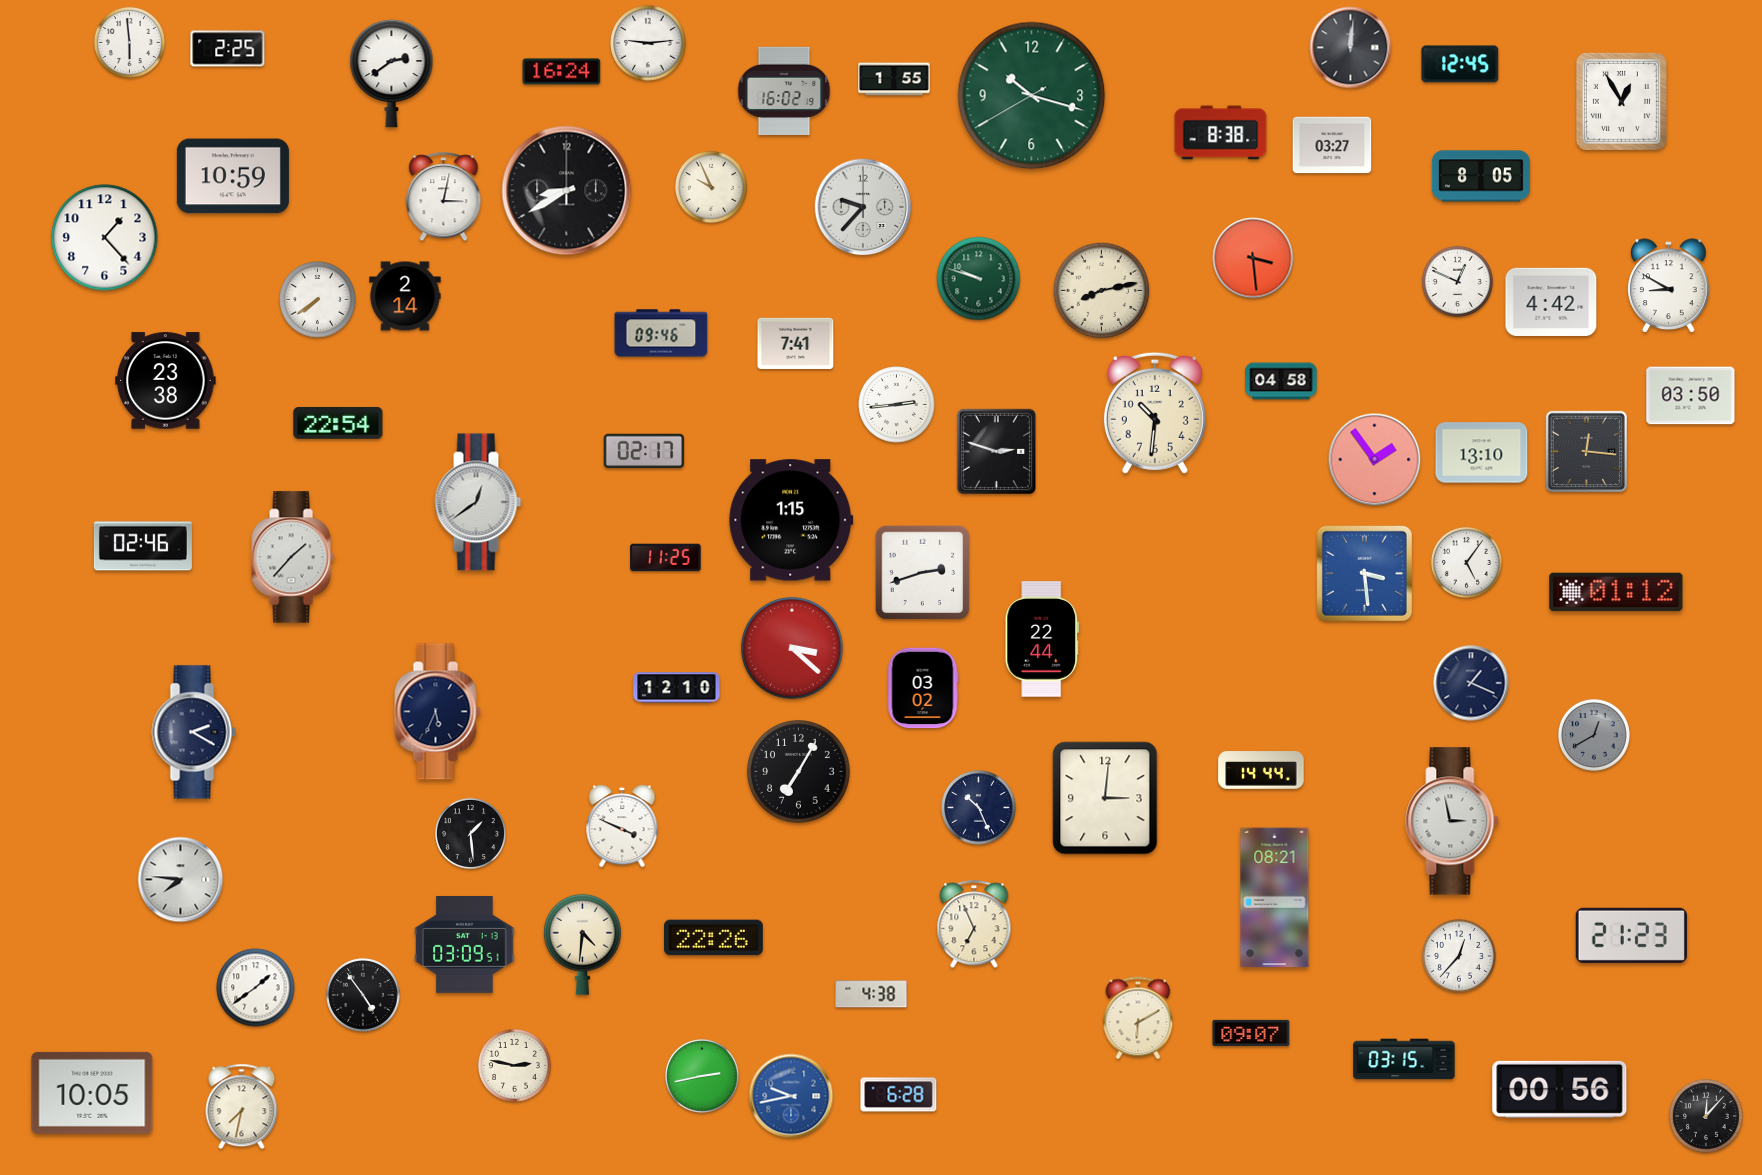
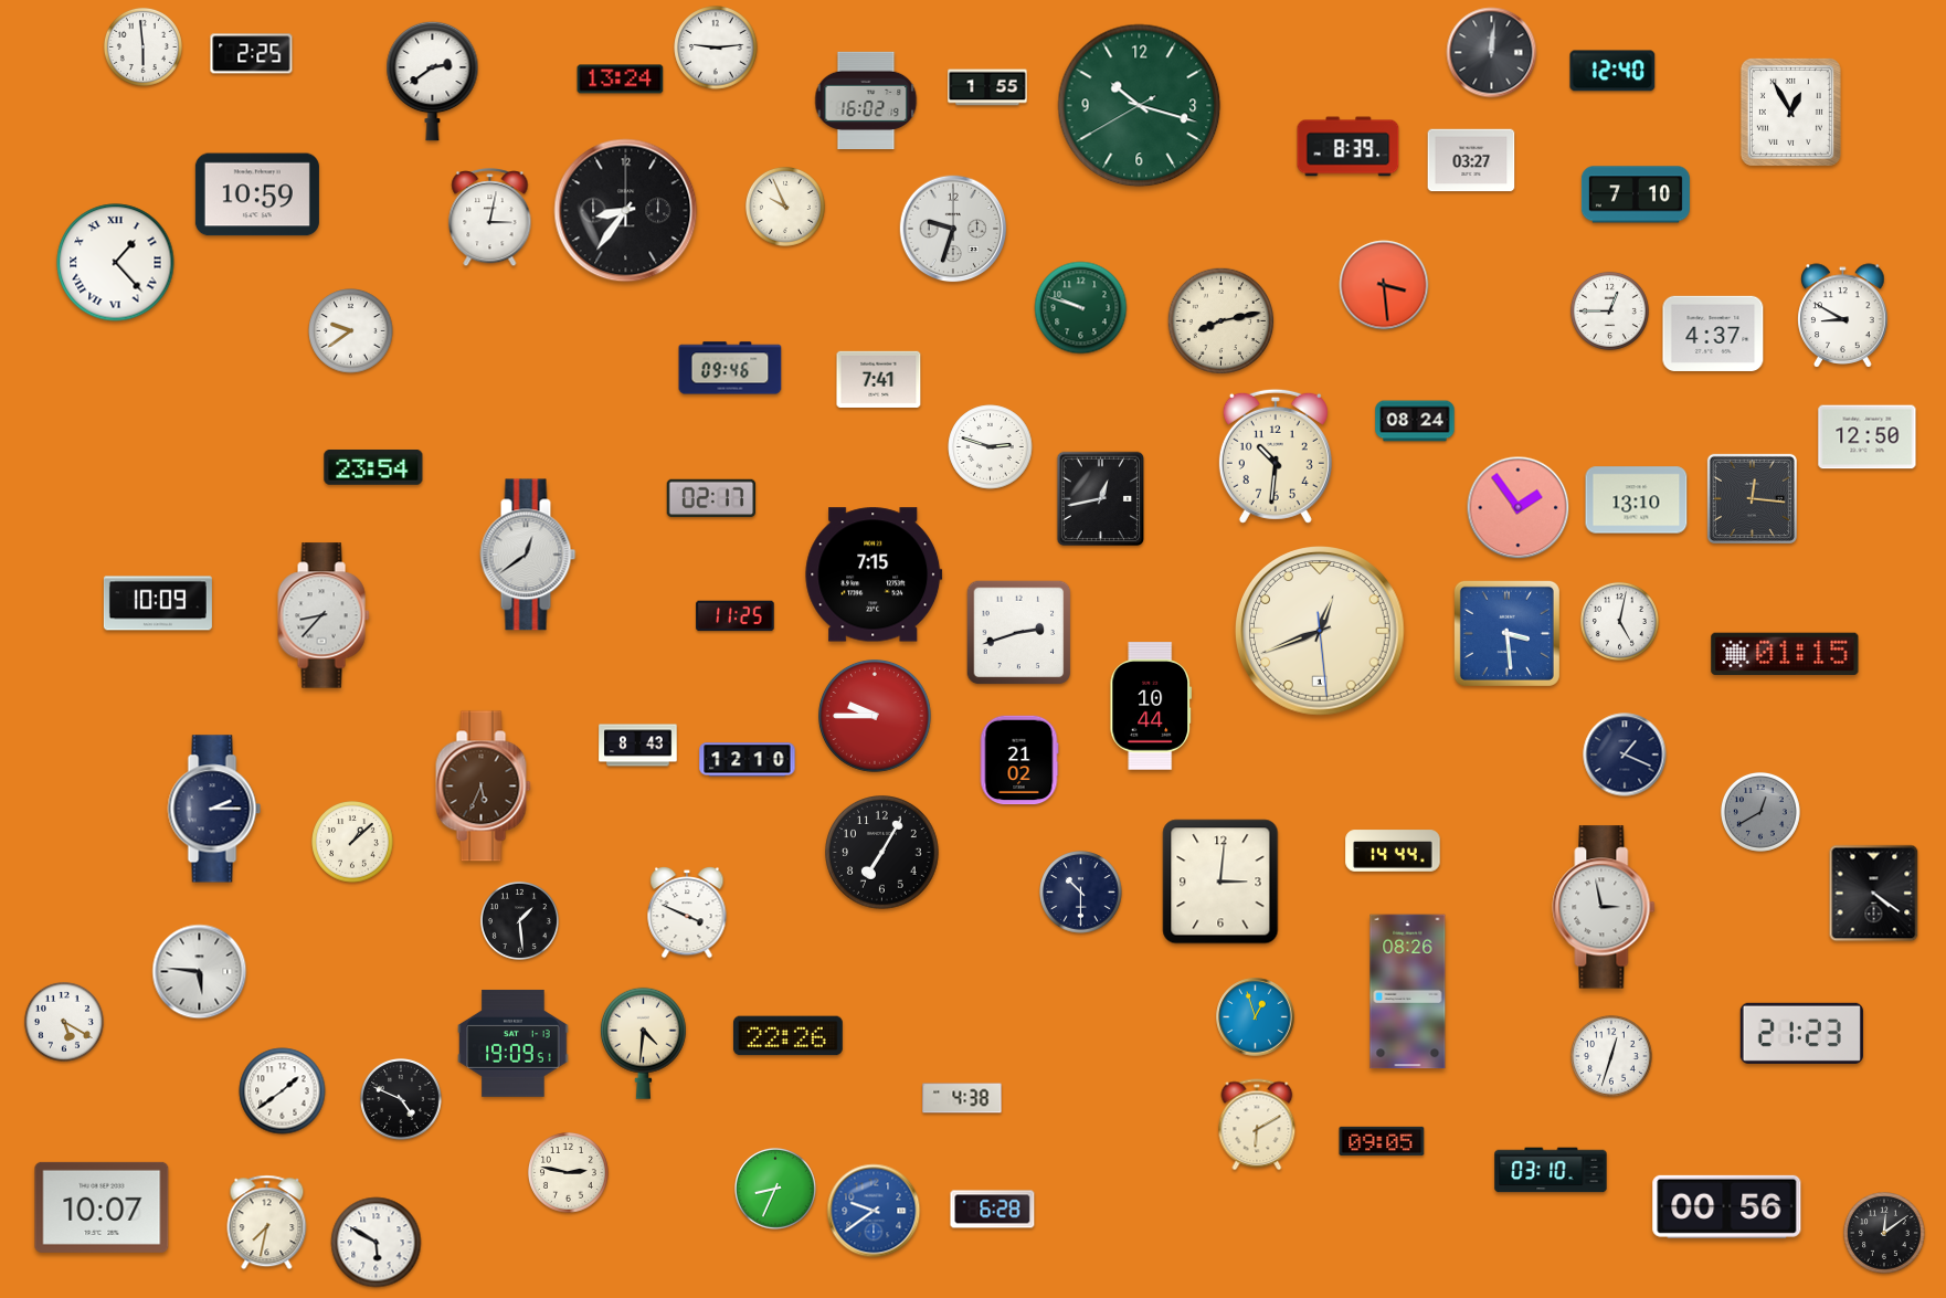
clock at (1460, 64): 12:45 -> 12:40
clock at (562, 72): 16:24 -> 13:24
clock at (1221, 133): 8:38 -> 8:39
clock at (1481, 176): 8:05 -> 7:10
clock at (567, 191): 8:40 -> 8:36
clock at (863, 207): 9:37 -> 9:33
clock at (105, 238) numerals: Arabic -> Roman
clock at (1457, 281): 12:49 -> 12:45
clock at (1102, 291) position: (1102, 291) -> (1221, 321)
clock at (405, 296): 2:14 -> none
clock at (318, 300): 7:39 -> 9:39
clock at (1551, 301): 4:42 -> 4:37
clock at (166, 381): 23:38 -> none
clock at (1281, 381): 04:58 -> 08:24
clock at (1691, 396): 03:50 -> 12:50
clock at (897, 405): 2:44 -> 2:48
clock at (338, 423): 22:54 -> 23:54
clock at (997, 452): 2:48 -> 12:43
clock at (791, 520): 1:15 -> 7:15
clock at (143, 546): 02:46 -> 10:09
clock at (293, 557): 1:37 -> 8:37
clock at (1466, 562): 5:06 -> 5:02
clock at (1321, 632): none -> 12:41
clock at (1616, 592): 01:12 -> 01:15
clock at (1042, 639): 22:44 -> 10:44
clock at (793, 649): 3:22 -> 9:45
clock at (638, 746): none -> 8:43
clock at (923, 688): 03:02 -> 21:02
clock at (438, 712) dial: navy -> brown
clock at (194, 732): 2:20 -> 2:15
clock at (353, 843): none -> 1:08
clock at (979, 808): 10:26 -> 10:30
clock at (1874, 894): none -> 4:21
clock at (181, 880): 7:46 -> 5:46
clock at (1275, 898): 08:21 -> 08:26
clock at (1256, 1017): none -> 12:57
clock at (64, 1022): none -> 5:20
clock at (974, 925): 6:56 -> none
clock at (465, 944): 03:09 -> 19:09
clock at (1460, 957): 12:37 -> 12:33
clock at (364, 996): 4:54 -> 4:49
clock at (1251, 1033): 09:07 -> 09:05
clock at (1404, 1059): 03:15 -> 03:10
clock at (515, 1066) position: (515, 1066) -> (569, 1173)
clock at (703, 1077): 2:43 -> 8:34
clock at (1560, 1089) position: (1560, 1089) -> (1727, 1206)
clock at (92, 1093): 10:05 -> 10:07
clock at (791, 1096): 9:43 -> 9:39
clock at (1707, 1117): 12:07 -> 12:09
clock at (377, 1243): none -> 5:50
